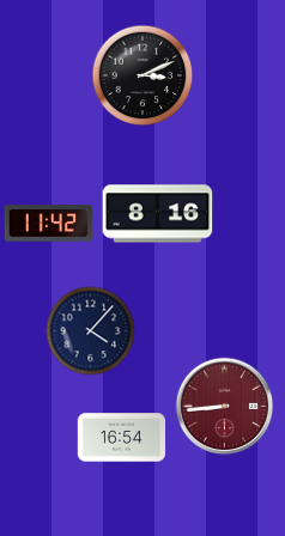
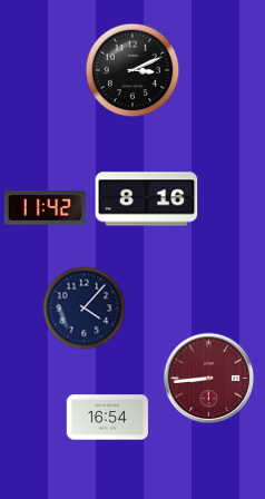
clock at (122, 438) position: (122, 438) -> (108, 418)
